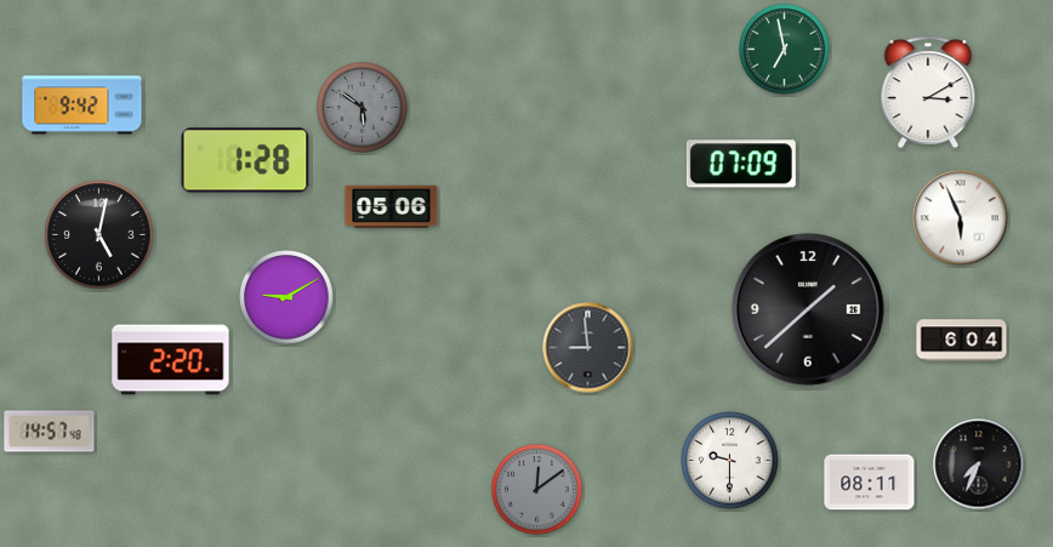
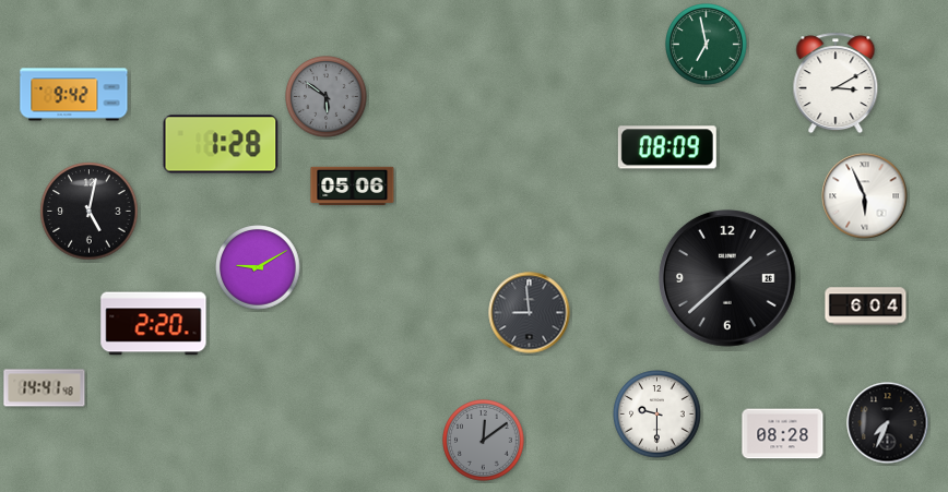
clock at (741, 164): 07:09 -> 08:09
clock at (50, 432): 14:57 -> 14:41
clock at (979, 465) position: (979, 465) -> (888, 423)
clock at (870, 483): 08:11 -> 08:28
